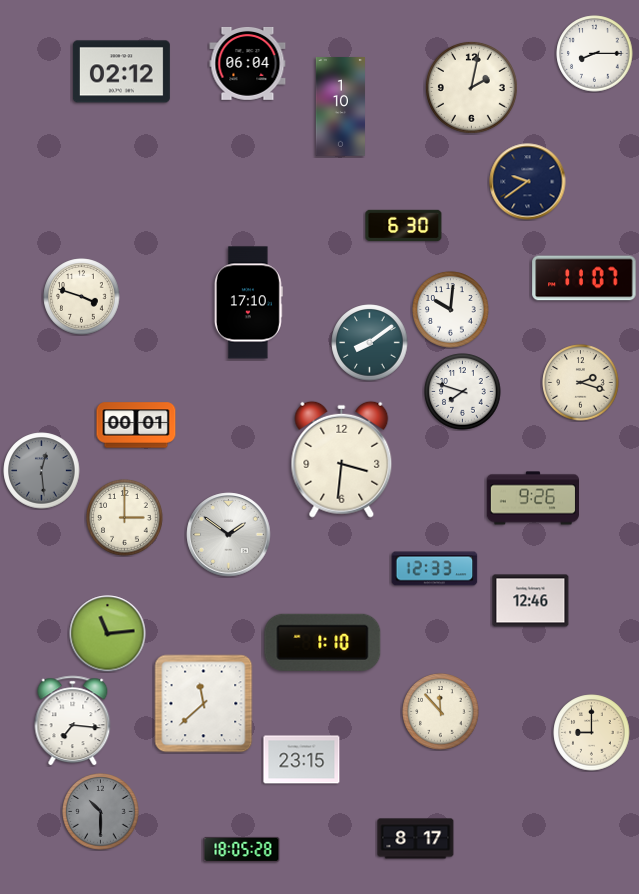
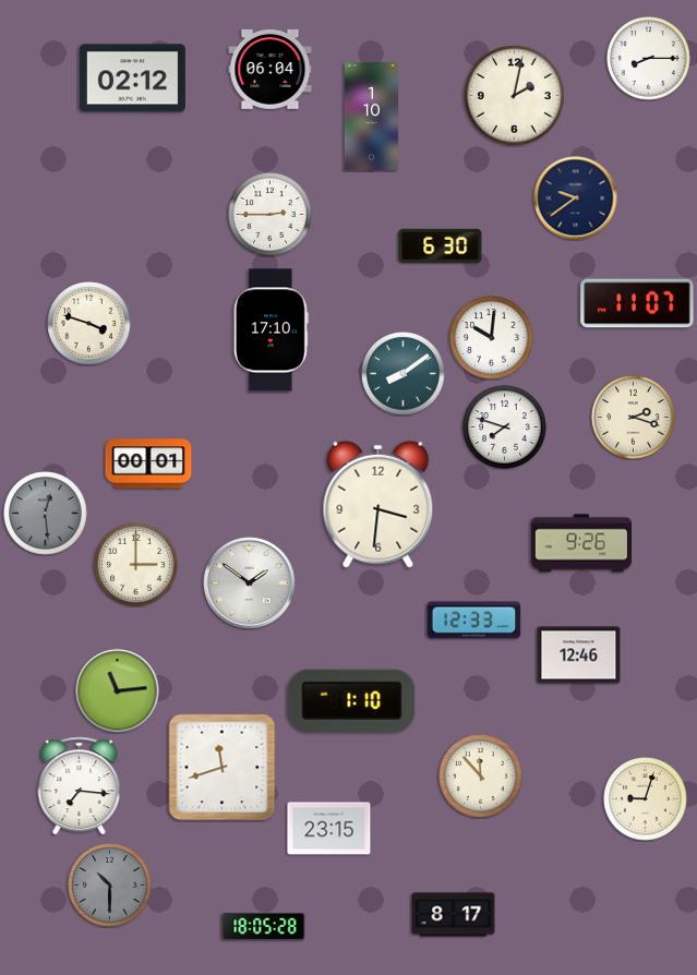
clock at (271, 215): none -> 2:45
clock at (342, 459) position: (342, 459) -> (378, 504)
clock at (204, 704): 11:38 -> 11:42
clock at (592, 733): 9:00 -> 9:03
